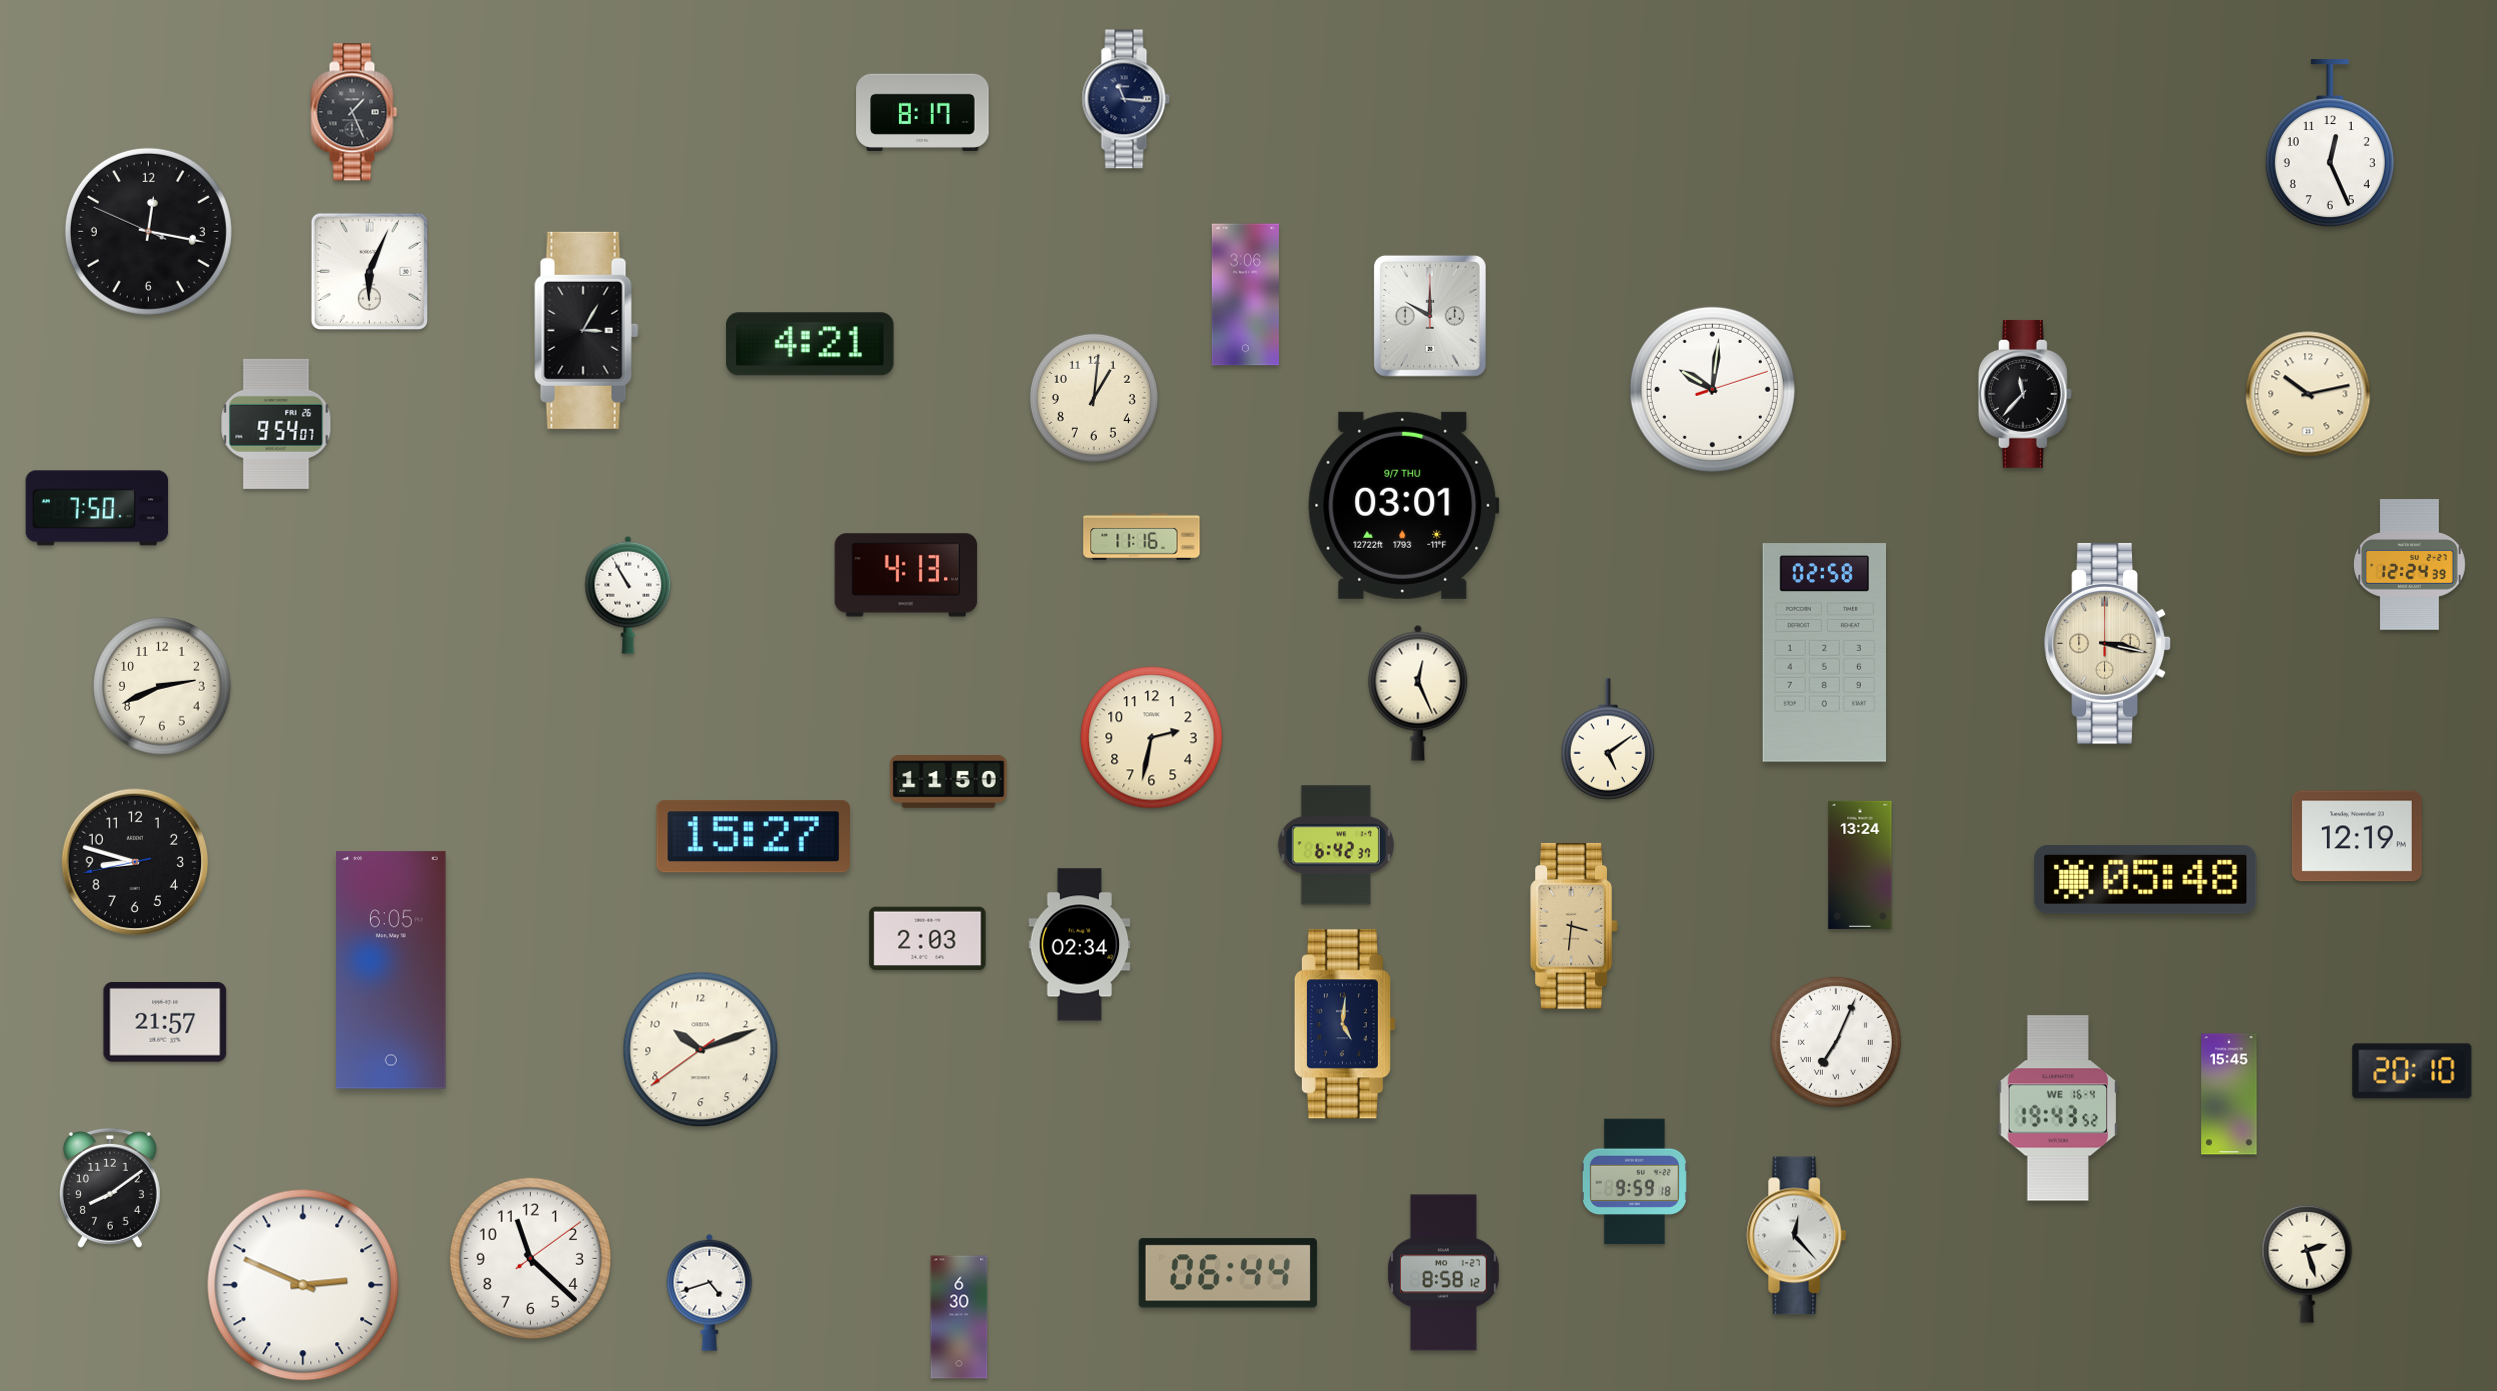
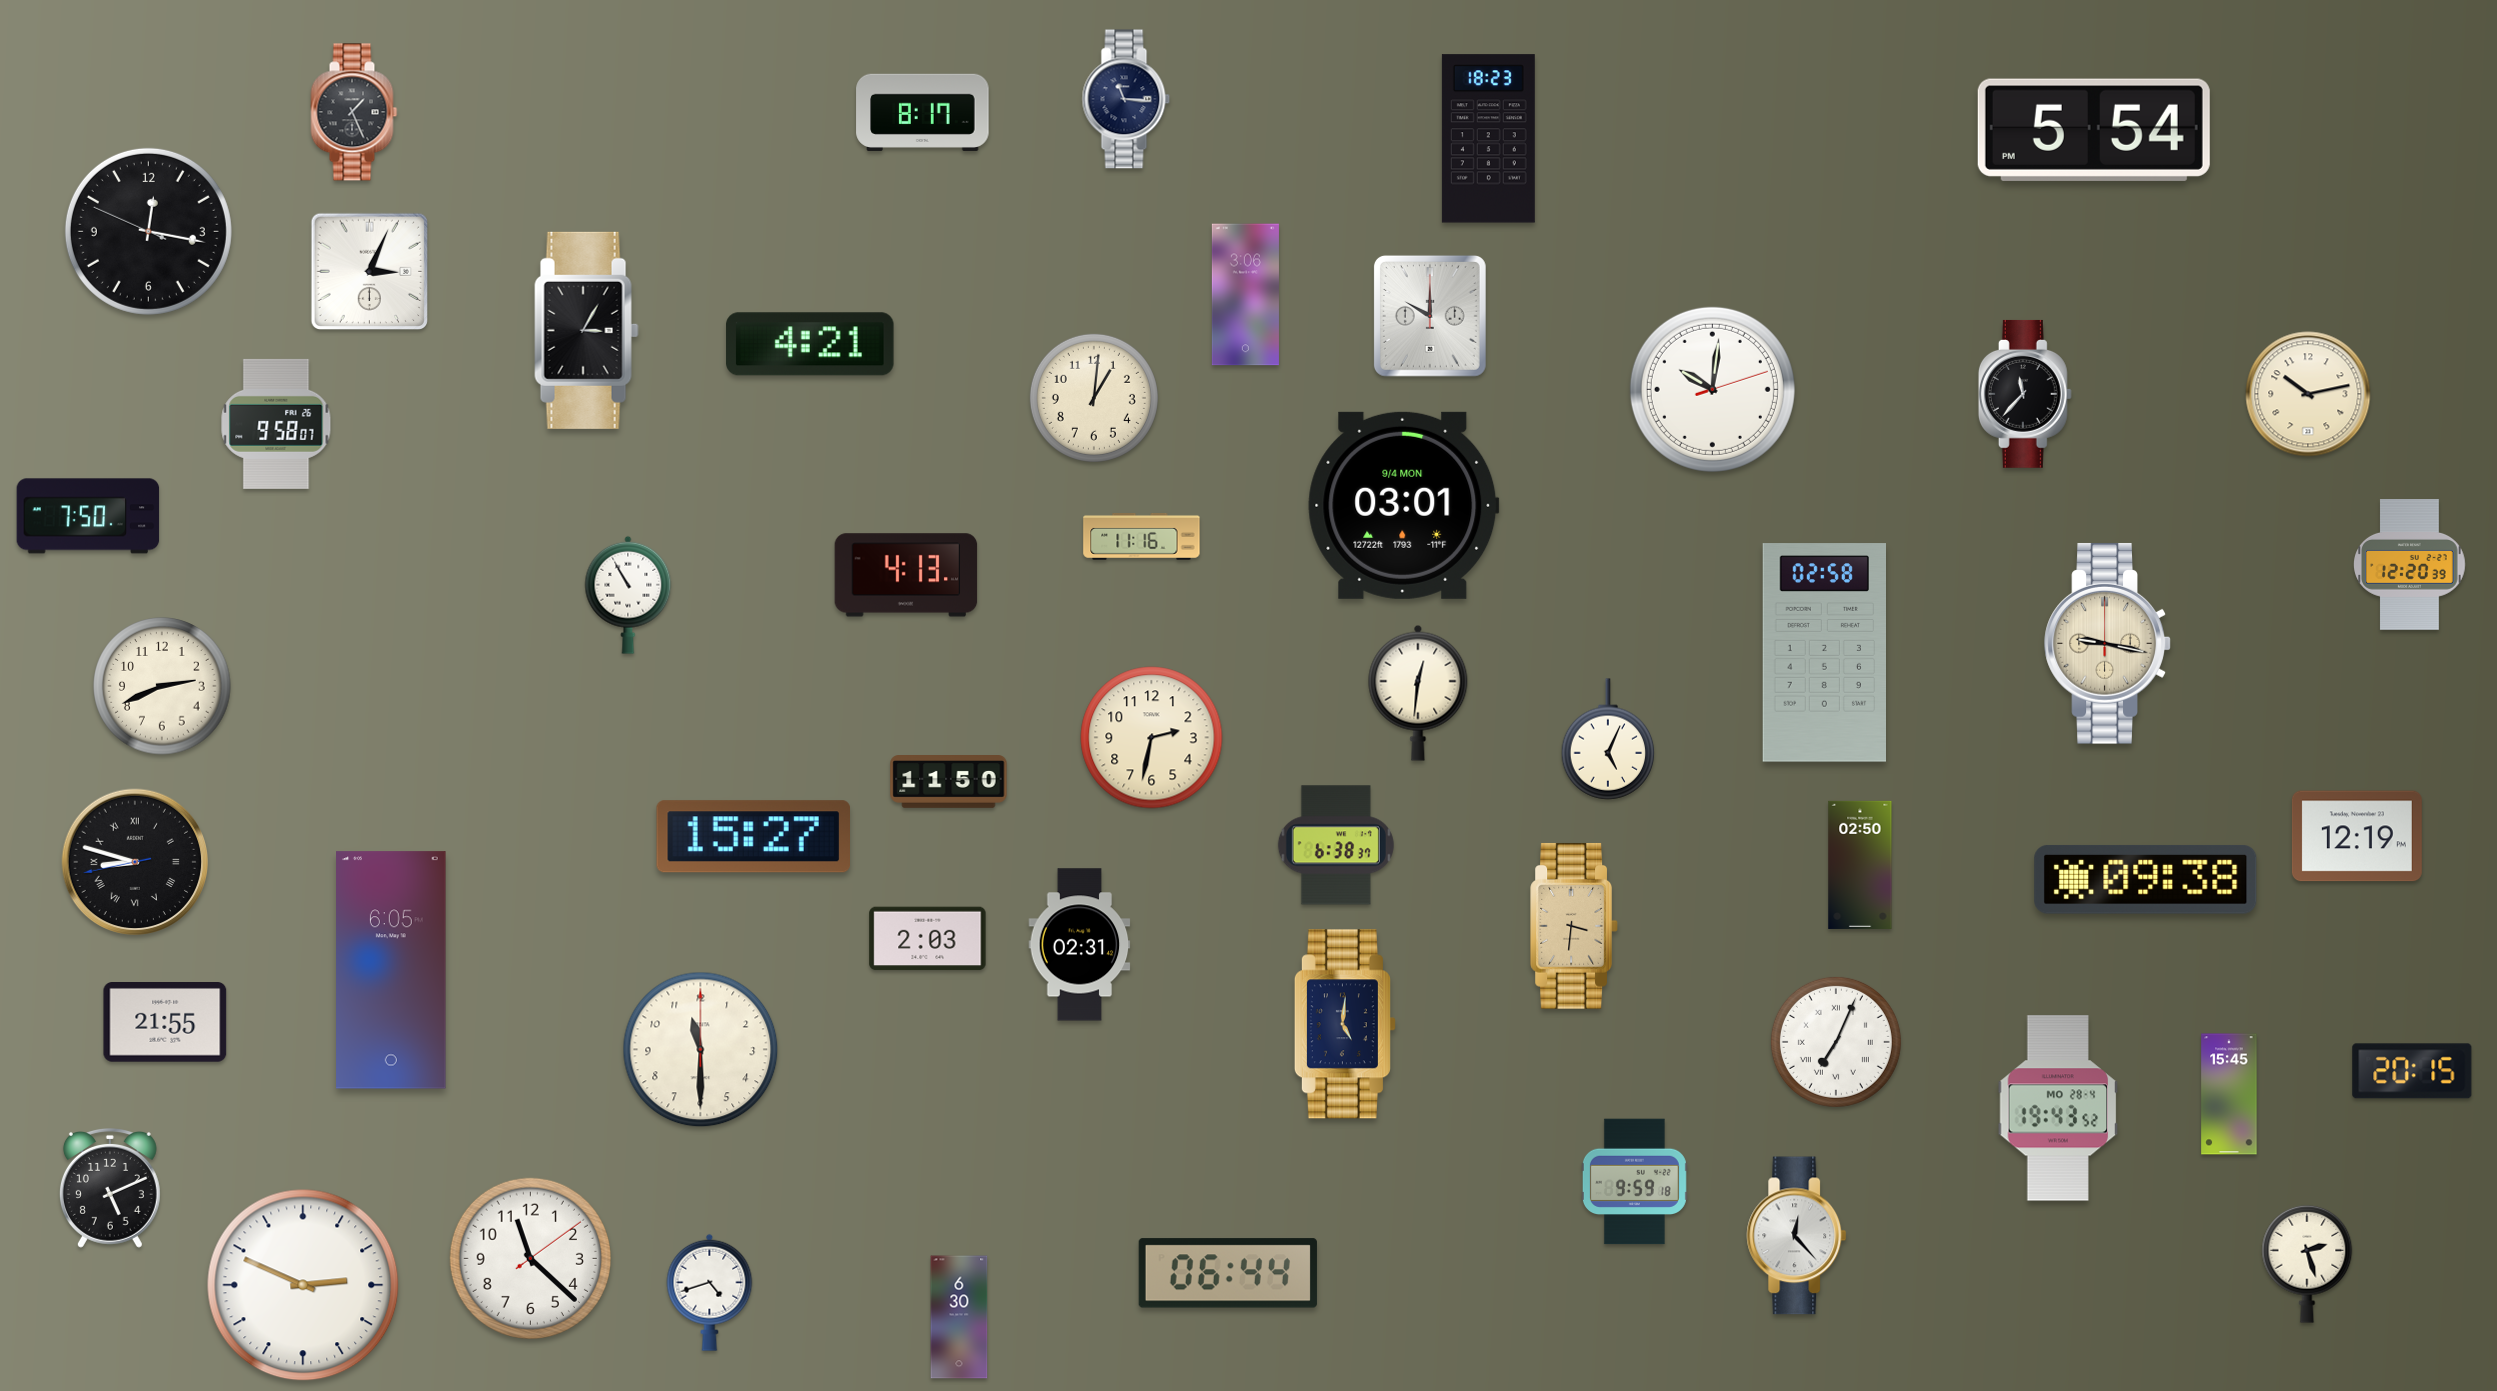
clock at (2094, 130): none -> 5:54
clock at (1488, 139): none -> 18:23
clock at (2330, 143): 12:26 -> none
clock at (369, 271): 6:04 -> 3:04
clock at (276, 424): 9:54 -> 9:58
clock at (1404, 505) date: 9/7 THU -> 9/4 MON
clock at (97, 508) position: (97, 508) -> (88, 516)
clock at (2410, 565): 12:24 -> 12:20
clock at (2108, 643): 3:17 -> 9:17
clock at (1418, 693): 12:26 -> 12:31
clock at (1608, 739): 5:09 -> 5:04
clock at (1336, 845): 6:42 -> 6:38
clock at (135, 862) numerals: Arabic -> Roman
clock at (1860, 865): 13:24 -> 02:50
clock at (2146, 879): 05:48 -> 09:38
clock at (1080, 945): 02:34 -> 02:31
clock at (165, 1023): 21:57 -> 21:55
clock at (701, 1050): 10:11 -> 11:30
clock at (2412, 1071): 20:10 -> 20:15
clock at (2058, 1108) date: WE 16-4 -> MO 28-4
clock at (110, 1189): 8:09 -> 5:11
clock at (1443, 1273): 8:58 -> none
